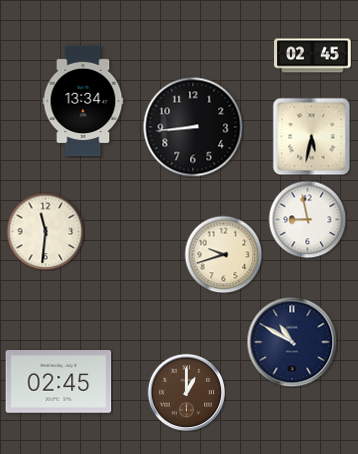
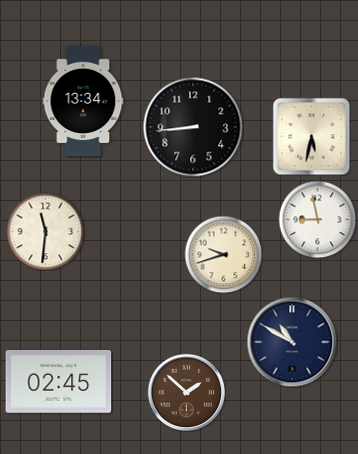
clock at (313, 56): 02:45 -> none
clock at (307, 219) position: (307, 219) -> (317, 219)
clock at (186, 392): 1:00 -> 1:52
